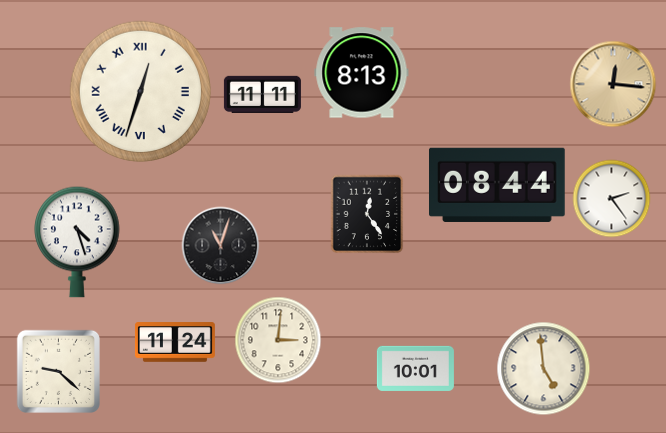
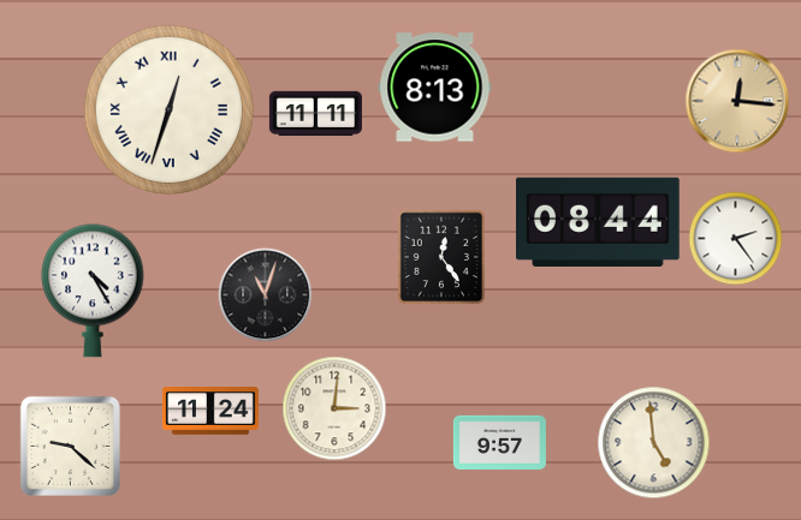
clock at (77, 242): 4:27 -> 4:25
clock at (415, 368): 10:01 -> 9:57
